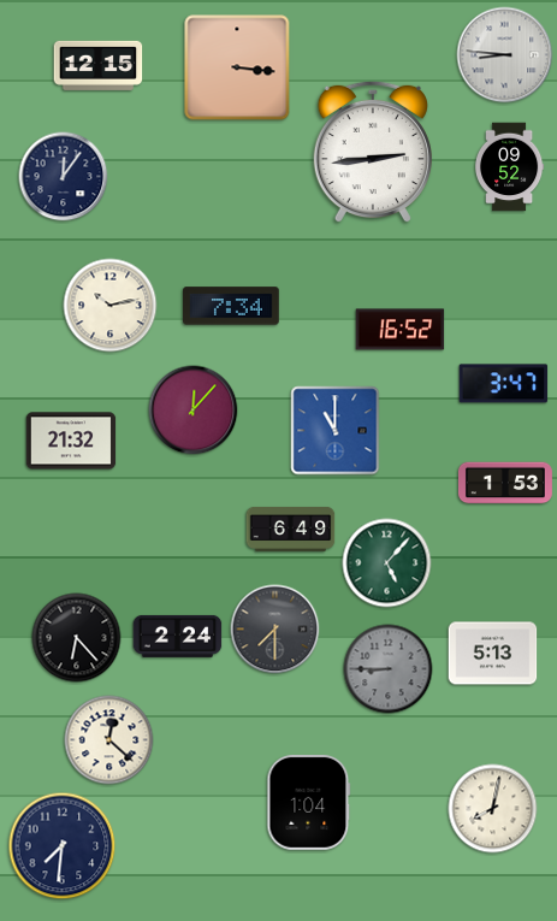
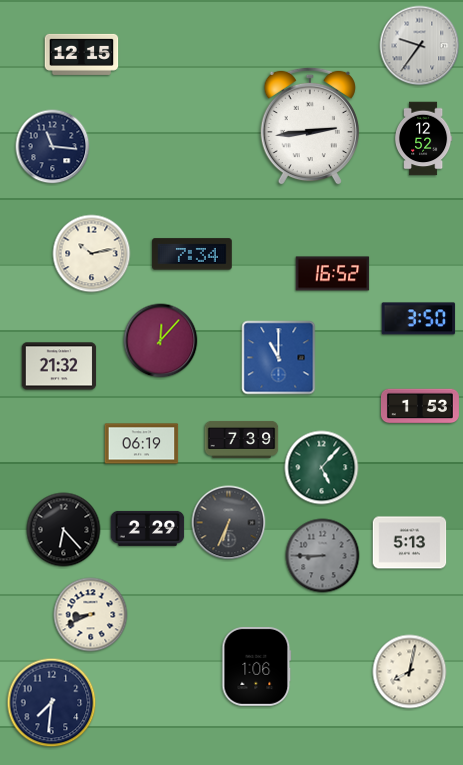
clock at (505, 55): 8:46 -> 9:36
clock at (237, 67): 3:16 -> none
clock at (509, 167): 09:52 -> 12:52
clock at (64, 177): 12:06 -> 11:16
clock at (504, 384): 3:47 -> 3:50
clock at (505, 483) position: (505, 483) -> (420, 406)
clock at (291, 529): 6:49 -> 7:39
clock at (142, 444): none -> 06:19
clock at (275, 630): 7:30 -> 6:34
clock at (178, 636): 2:24 -> 2:29
clock at (109, 740): 12:22 -> 8:41
clock at (309, 802): 1:04 -> 1:06
